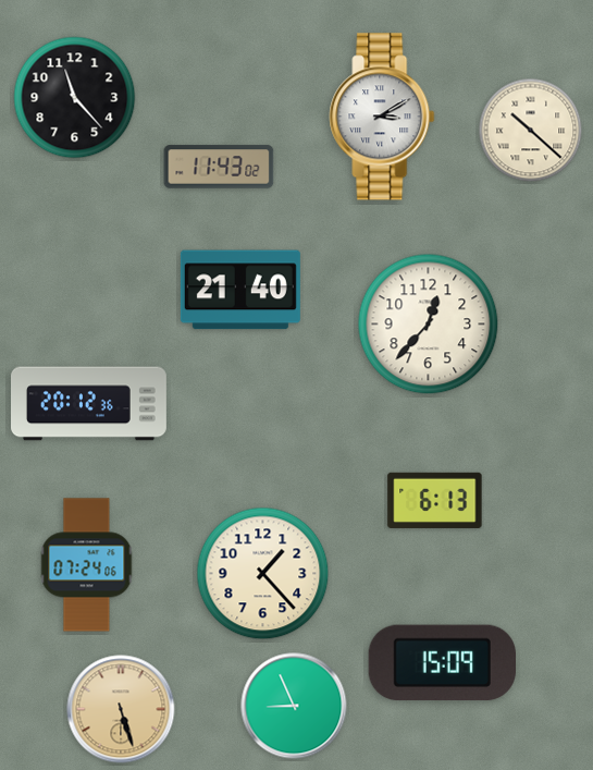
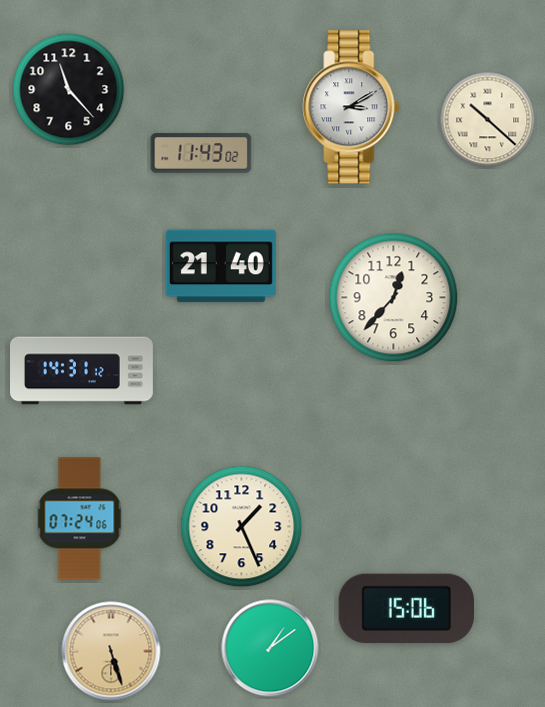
clock at (89, 404): 20:12 -> 14:31
clock at (435, 500): 6:13 -> none
clock at (263, 574): 1:23 -> 1:26
clock at (442, 663): 15:09 -> 15:06
clock at (294, 706): 8:56 -> 1:09
